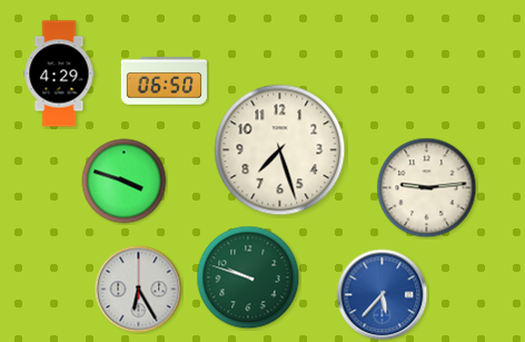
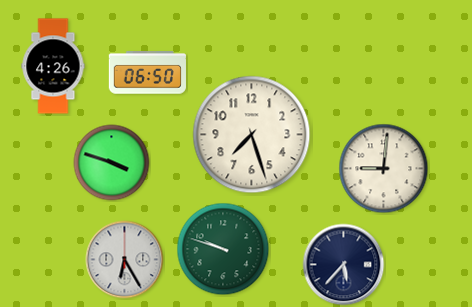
clock at (59, 74): 4:29 -> 4:26
clock at (427, 188): 9:14 -> 9:01
clock at (383, 295) dial: blue -> navy
